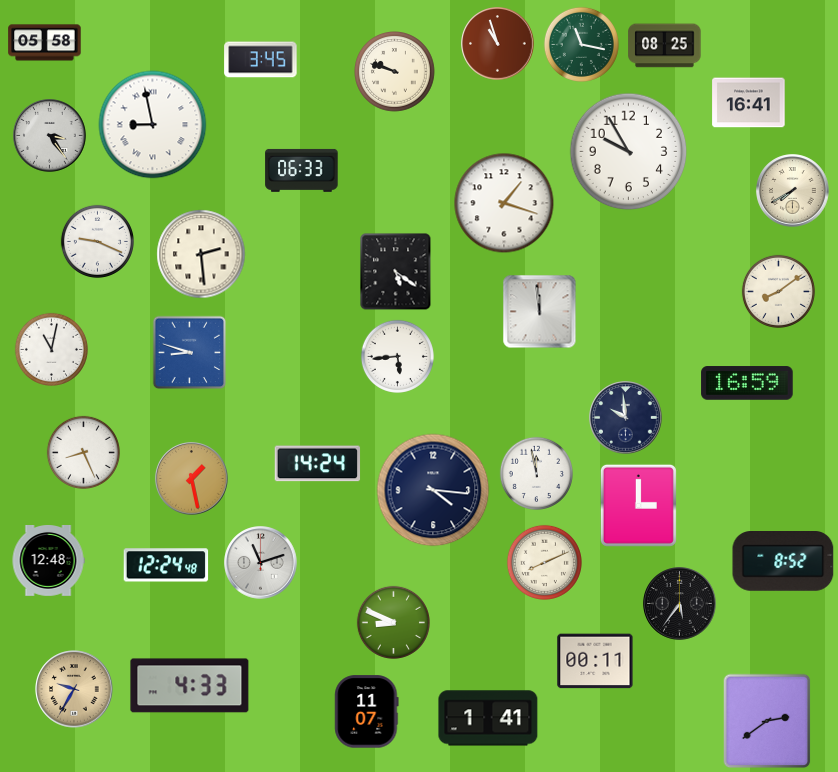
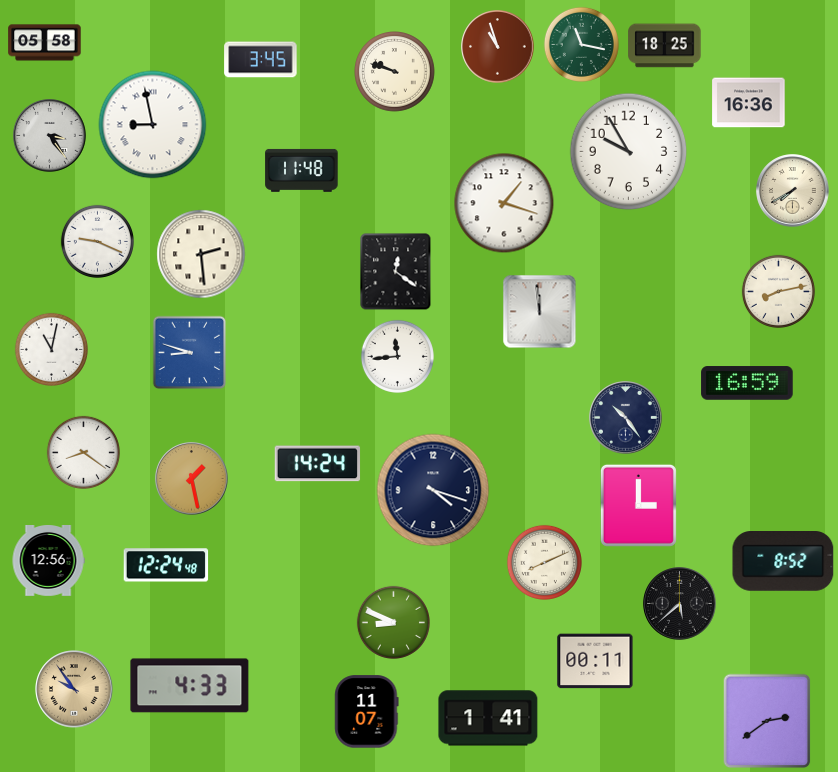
clock at (498, 44) position: (498, 44) -> (498, 47)
clock at (665, 46): 08:25 -> 18:25
clock at (749, 103): 16:41 -> 16:36
clock at (302, 170): 06:33 -> 11:48
clock at (396, 272): 5:21 -> 12:21
clock at (778, 291): 8:09 -> 8:13
clock at (397, 356): 5:44 -> 11:44
clock at (626, 418): 9:59 -> 10:24
clock at (83, 452): 8:26 -> 8:21
clock at (536, 473): 11:58 -> none
clock at (433, 490): 4:16 -> 4:18
clock at (48, 561): 12:48 -> 12:56
clock at (261, 563): 11:12 -> none
clock at (680, 604): 5:36 -> 5:38
clock at (74, 689): 9:35 -> 9:54
